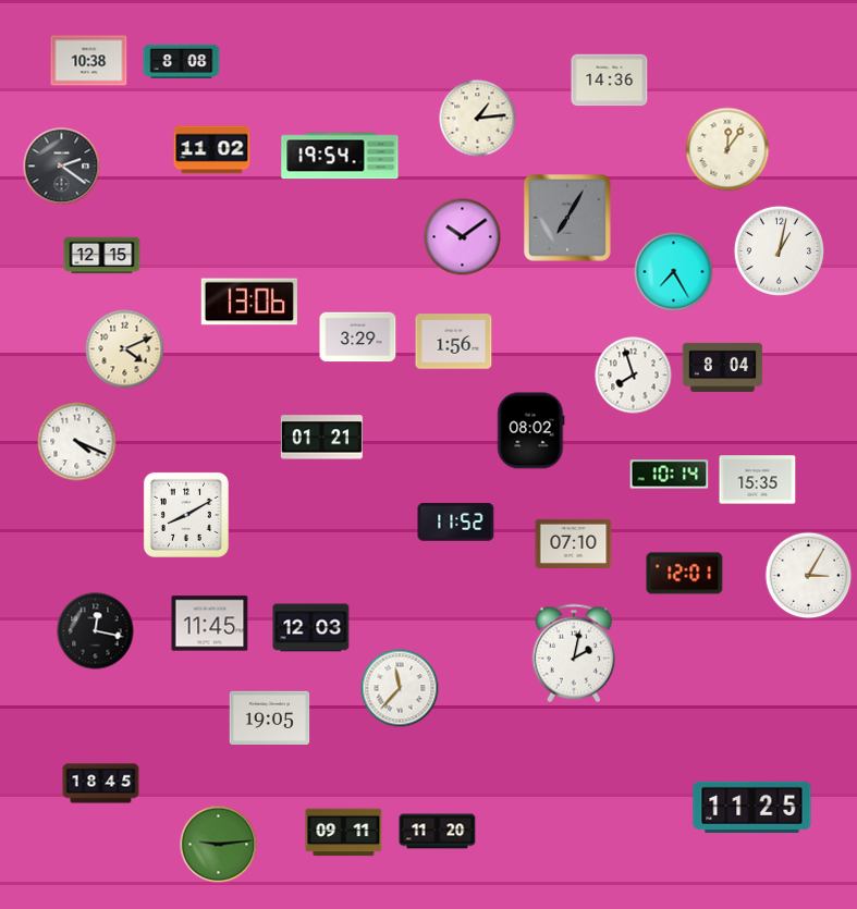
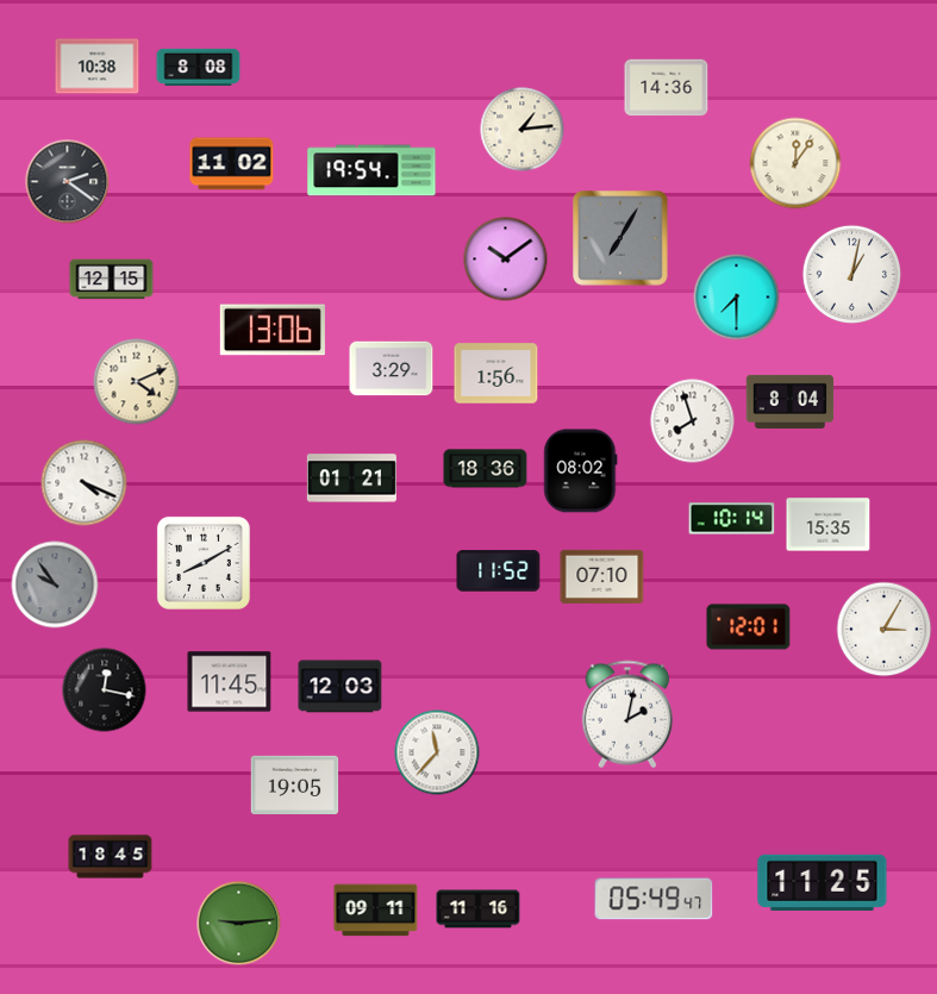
clock at (674, 272): 7:25 -> 7:30
clock at (634, 376) position: (634, 376) -> (693, 421)
clock at (486, 469): none -> 18:36
clock at (55, 584): none -> 9:54
clock at (574, 543) position: (574, 543) -> (602, 576)
clock at (654, 899): none -> 05:49
clock at (438, 832): 11:20 -> 11:16
